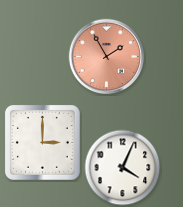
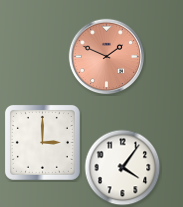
clock at (107, 57): 1:55 -> 1:49
clock at (123, 168): 4:04 -> 4:06
